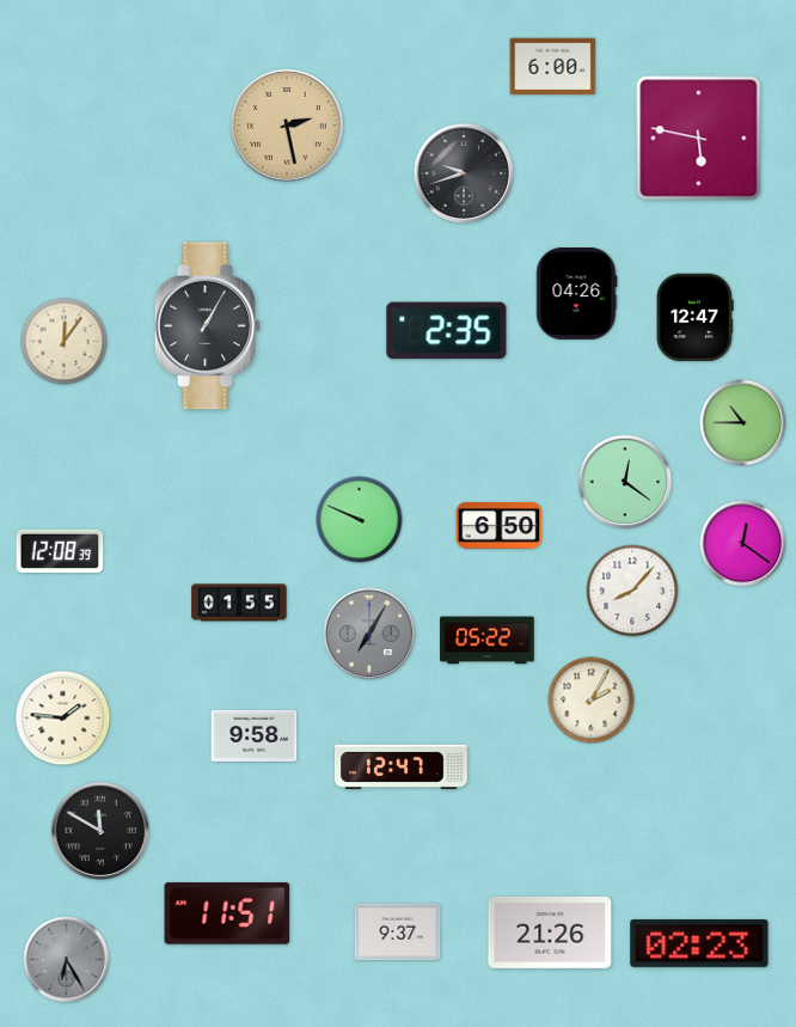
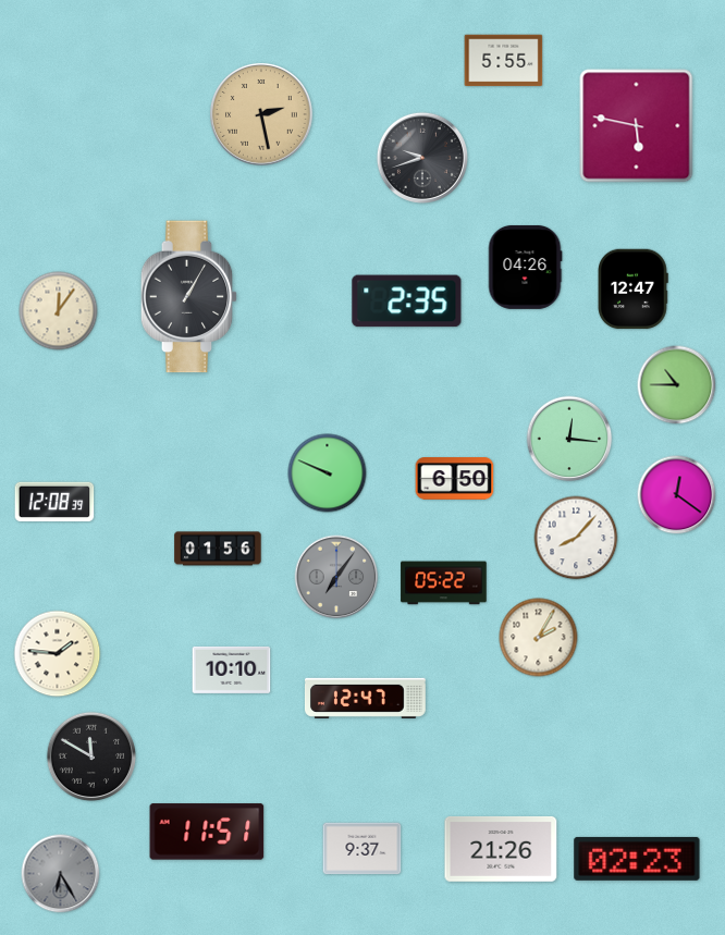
clock at (553, 67): 6:00 -> 5:55
clock at (625, 482): 12:21 -> 12:16
clock at (239, 603): 01:55 -> 01:56
clock at (369, 634): 7:05 -> 7:06
clock at (255, 735): 9:58 -> 10:10
